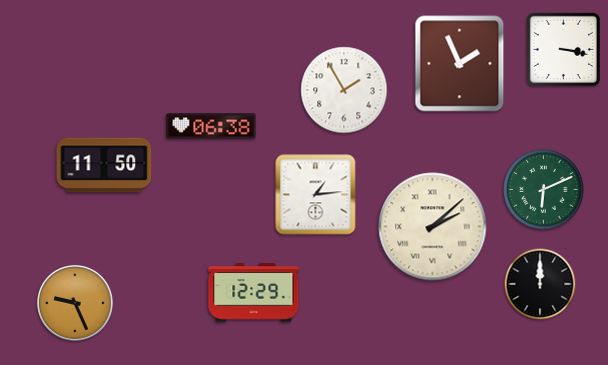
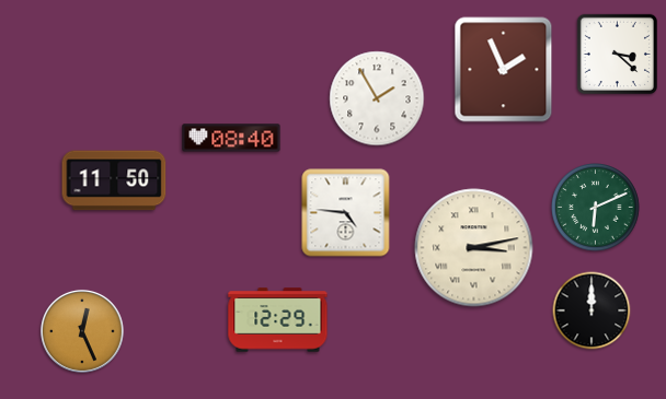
clock at (563, 49): 3:17 -> 3:22
clock at (211, 126): 06:38 -> 08:40
clock at (316, 195): 1:14 -> 4:46
clock at (433, 227): 2:08 -> 3:13
clock at (75, 303): 9:26 -> 12:26
